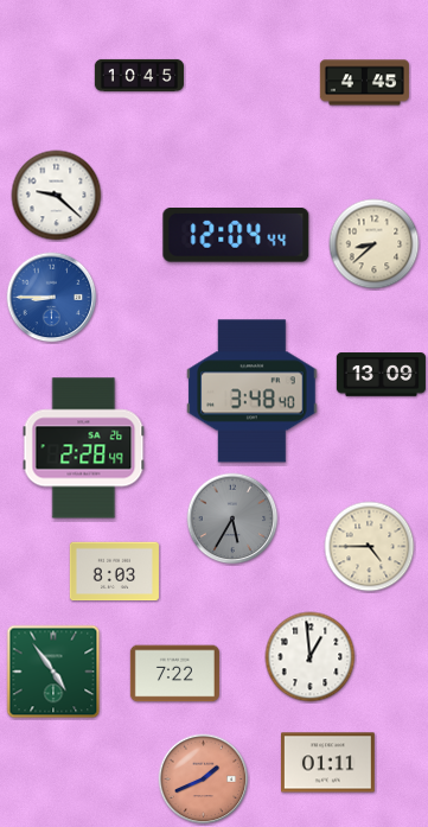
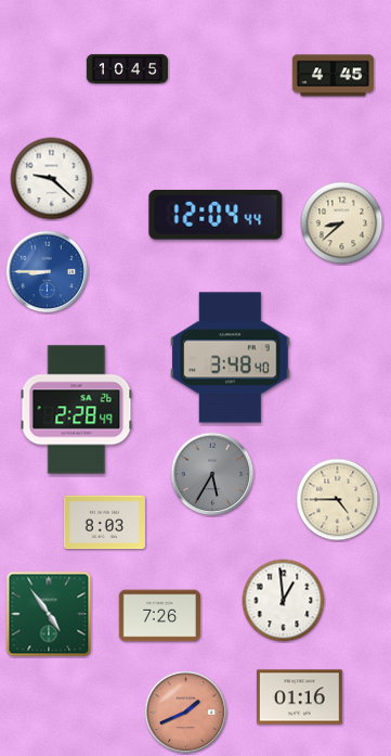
clock at (381, 375): 13:09 -> none
clock at (174, 674): 7:22 -> 7:26
clock at (328, 763): 01:11 -> 01:16
